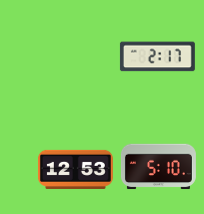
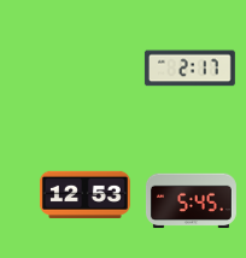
clock at (158, 167): 5:10 -> 5:45
clock at (75, 169) position: (75, 169) -> (84, 194)
